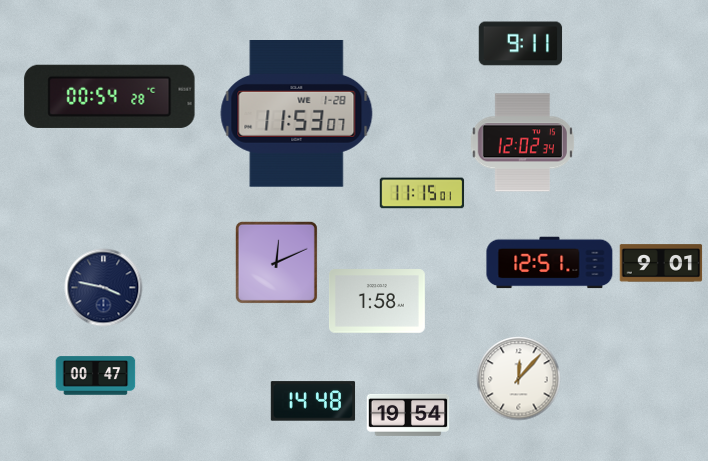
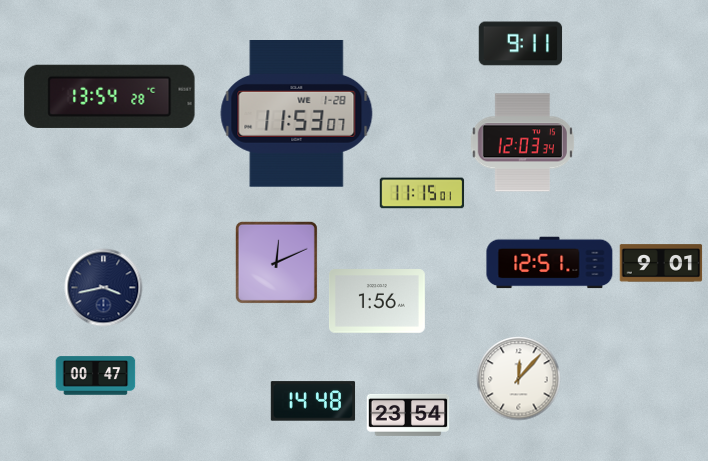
clock at (110, 96): 00:54 -> 13:54
clock at (522, 143): 12:02 -> 12:03
clock at (103, 287): 3:47 -> 3:43
clock at (377, 302): 1:58 -> 1:56
clock at (408, 415): 19:54 -> 23:54
